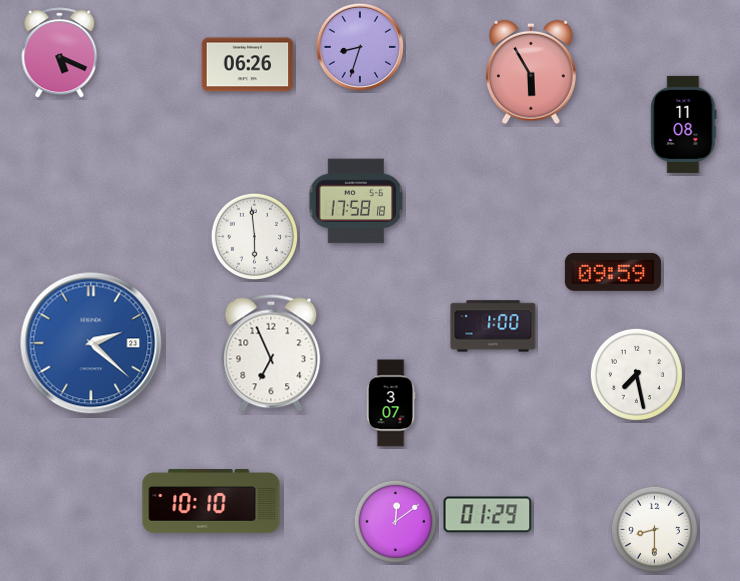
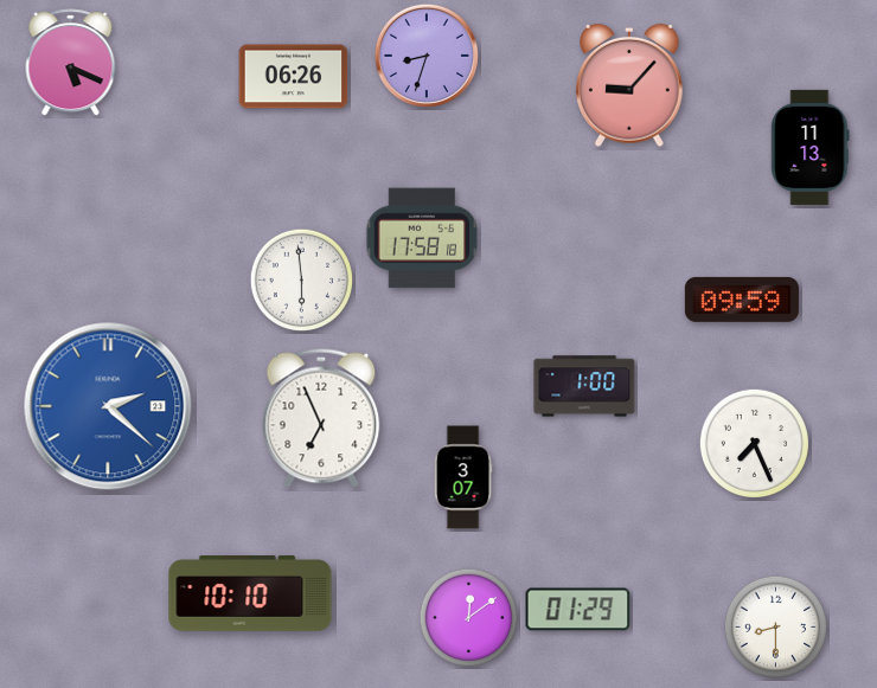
clock at (532, 72): 5:55 -> 9:07
clock at (684, 124): 11:08 -> 11:13
clock at (613, 272) position: (613, 272) -> (742, 300)
clock at (636, 374): 7:28 -> 7:26
